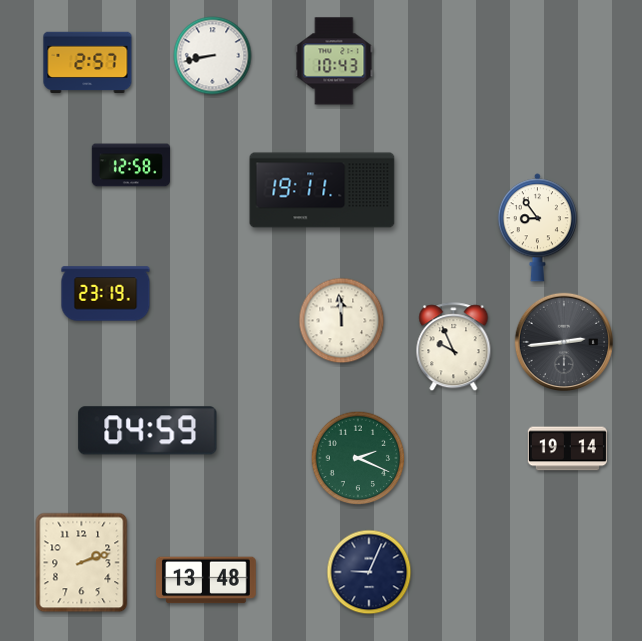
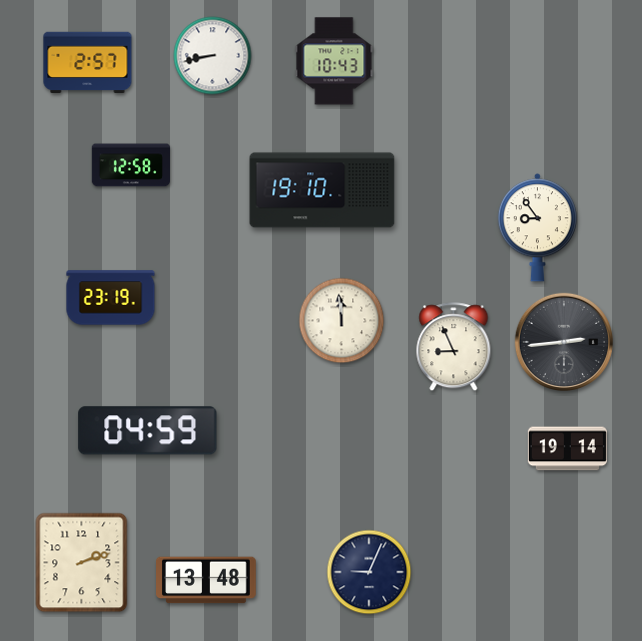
clock at (322, 190): 19:11 -> 19:10
clock at (106, 294) position: (106, 294) -> (111, 298)
clock at (454, 347): 9:56 -> 8:56
clock at (358, 458): 2:19 -> none
